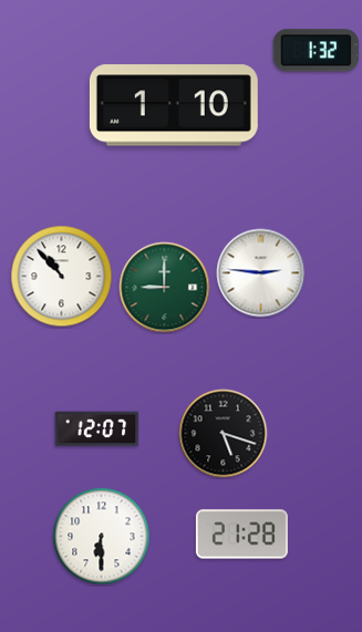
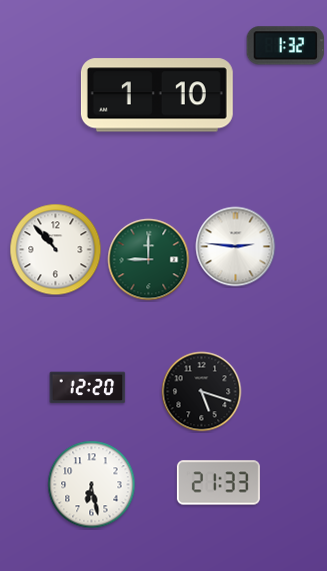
clock at (97, 429): 12:07 -> 12:20
clock at (241, 535): 21:28 -> 21:33
clock at (102, 537): 6:30 -> 6:28
